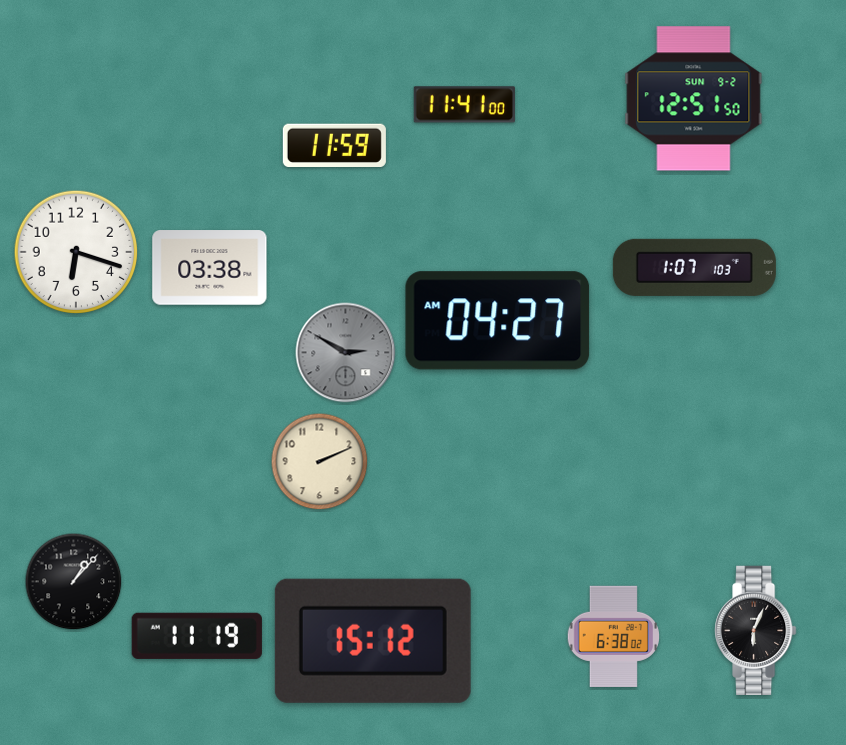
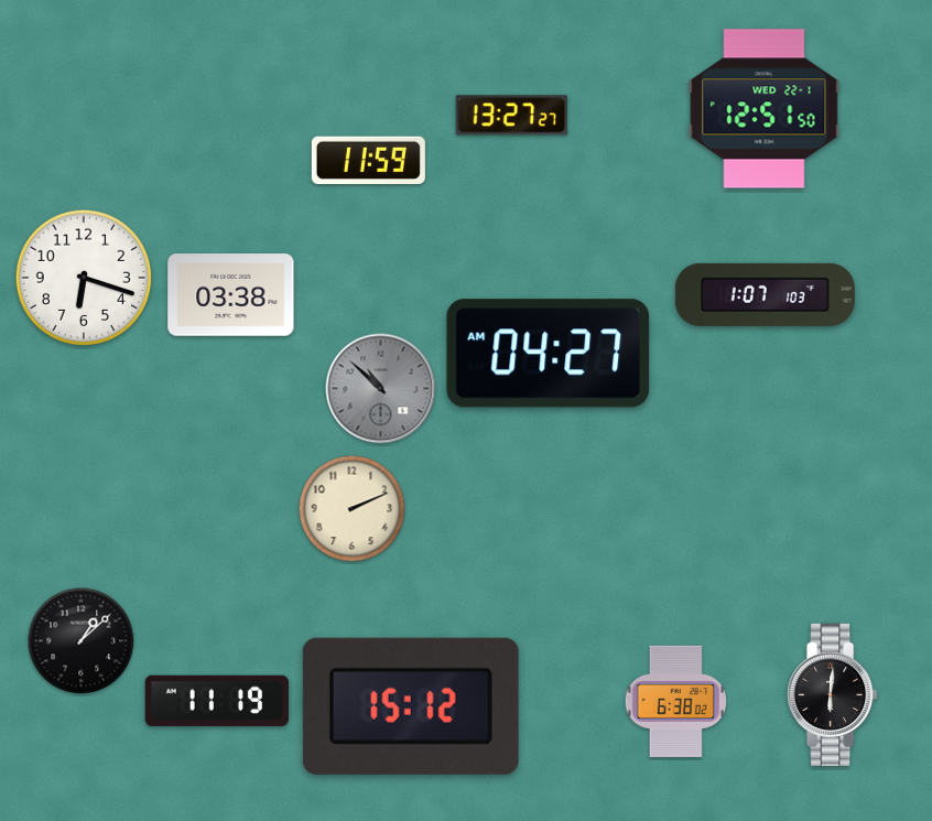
clock at (694, 99) date: SUN 9-2 -> WED 22-1
clock at (464, 105): 11:41 -> 13:27
clock at (346, 353): 2:50 -> 10:52
clock at (74, 582): 1:07 -> 1:08
clock at (756, 630): 6:04 -> 6:01
